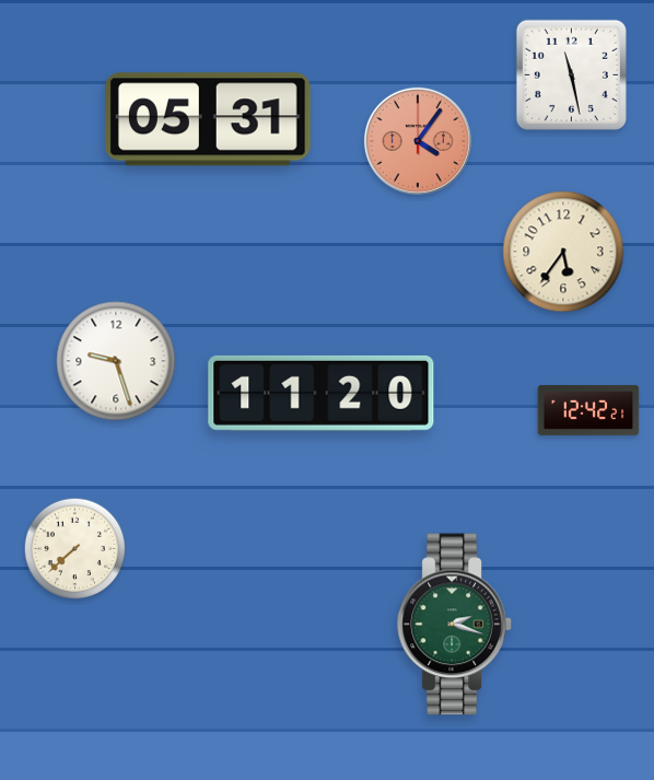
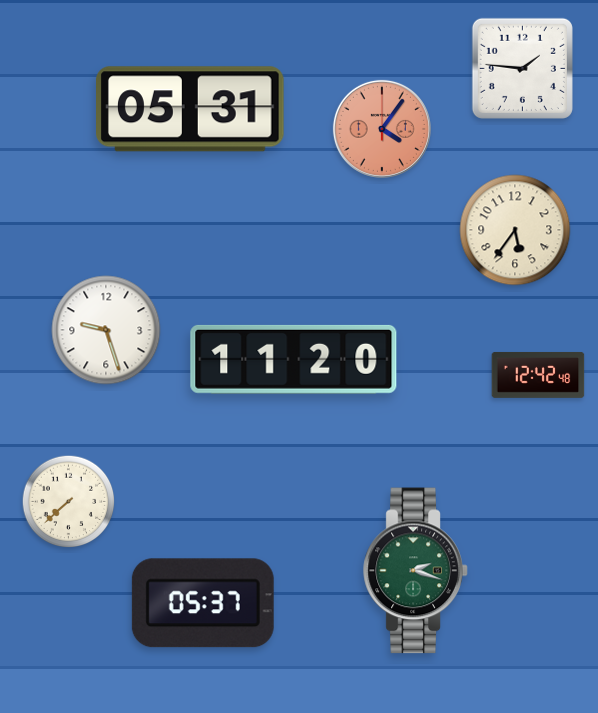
clock at (571, 74): 11:28 -> 1:46
clock at (588, 410): 12:42:21 -> 12:42:48
clock at (203, 603): none -> 05:37
